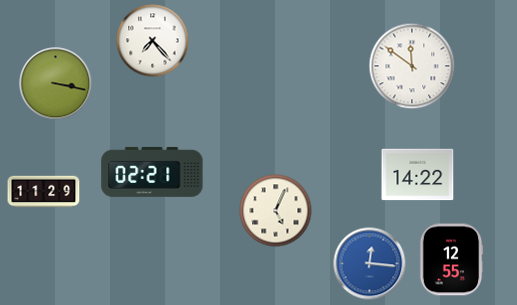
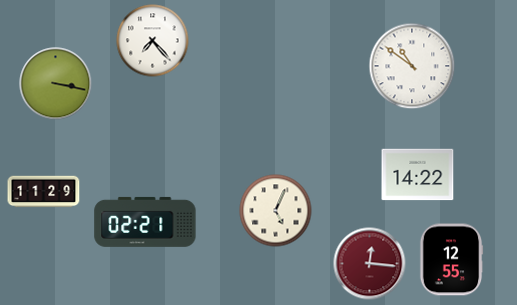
clock at (412, 66): 11:51 -> 10:51
clock at (152, 172) position: (152, 172) -> (145, 222)
clock at (370, 264) dial: blue -> burgundy
